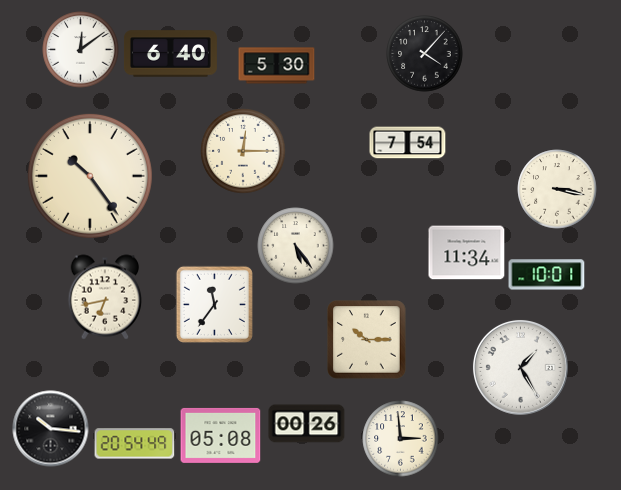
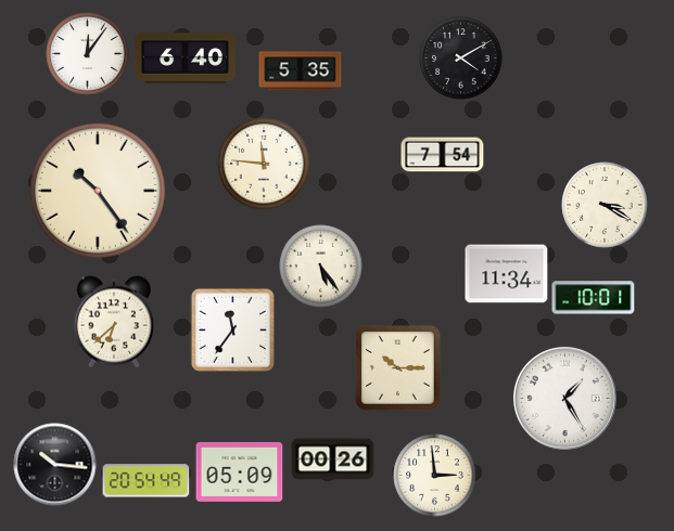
clock at (81, 50): 12:09 -> 12:06
clock at (425, 54): 4:07 -> 4:10
clock at (277, 66): 5:30 -> 5:35
clock at (243, 151): 12:15 -> 11:46
clock at (557, 189): 3:17 -> 3:20
clock at (105, 297): 6:43 -> 6:38
clock at (221, 435): 05:08 -> 05:09
